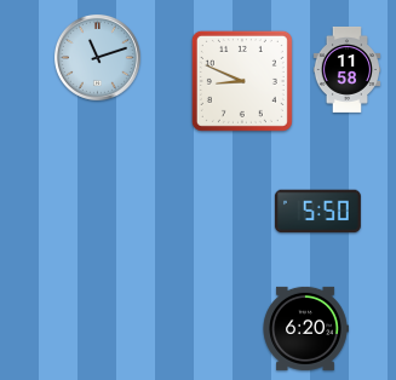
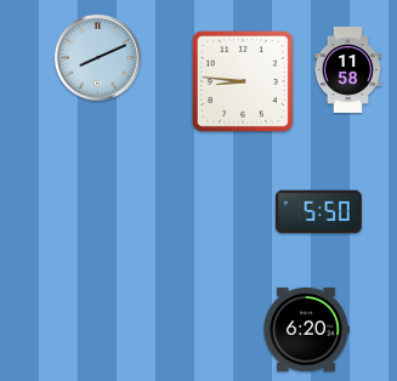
clock at (97, 57): 11:12 -> 8:11
clock at (242, 81): 8:49 -> 8:46
